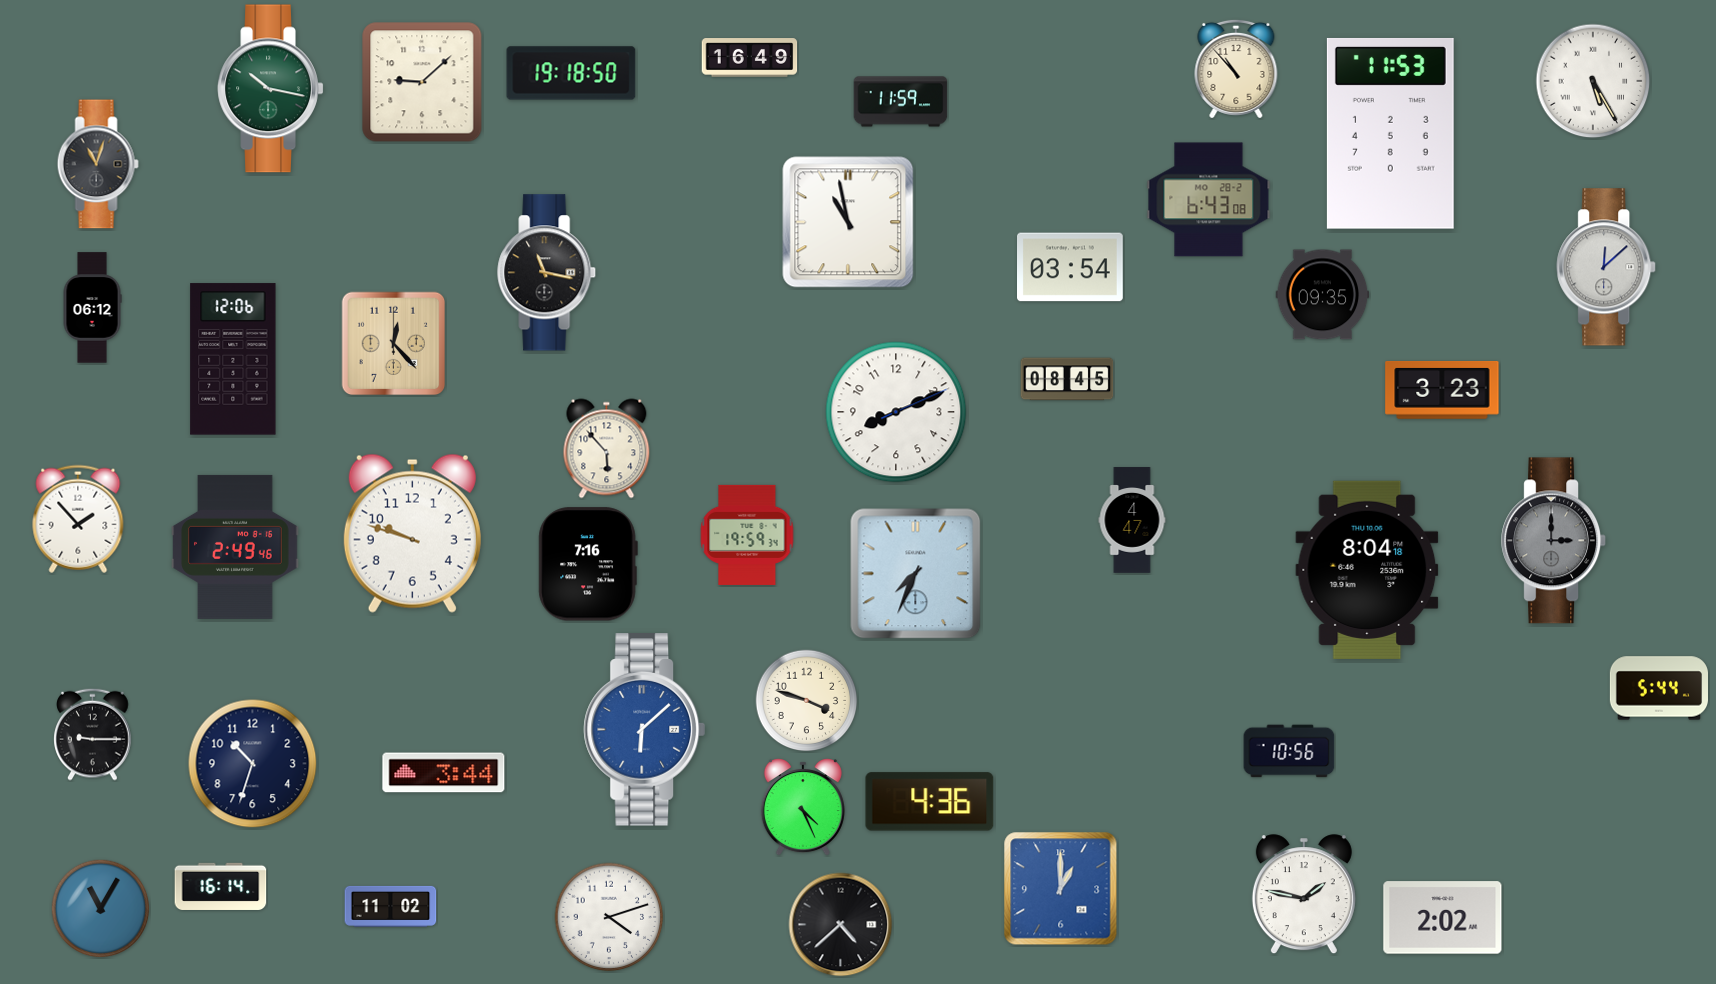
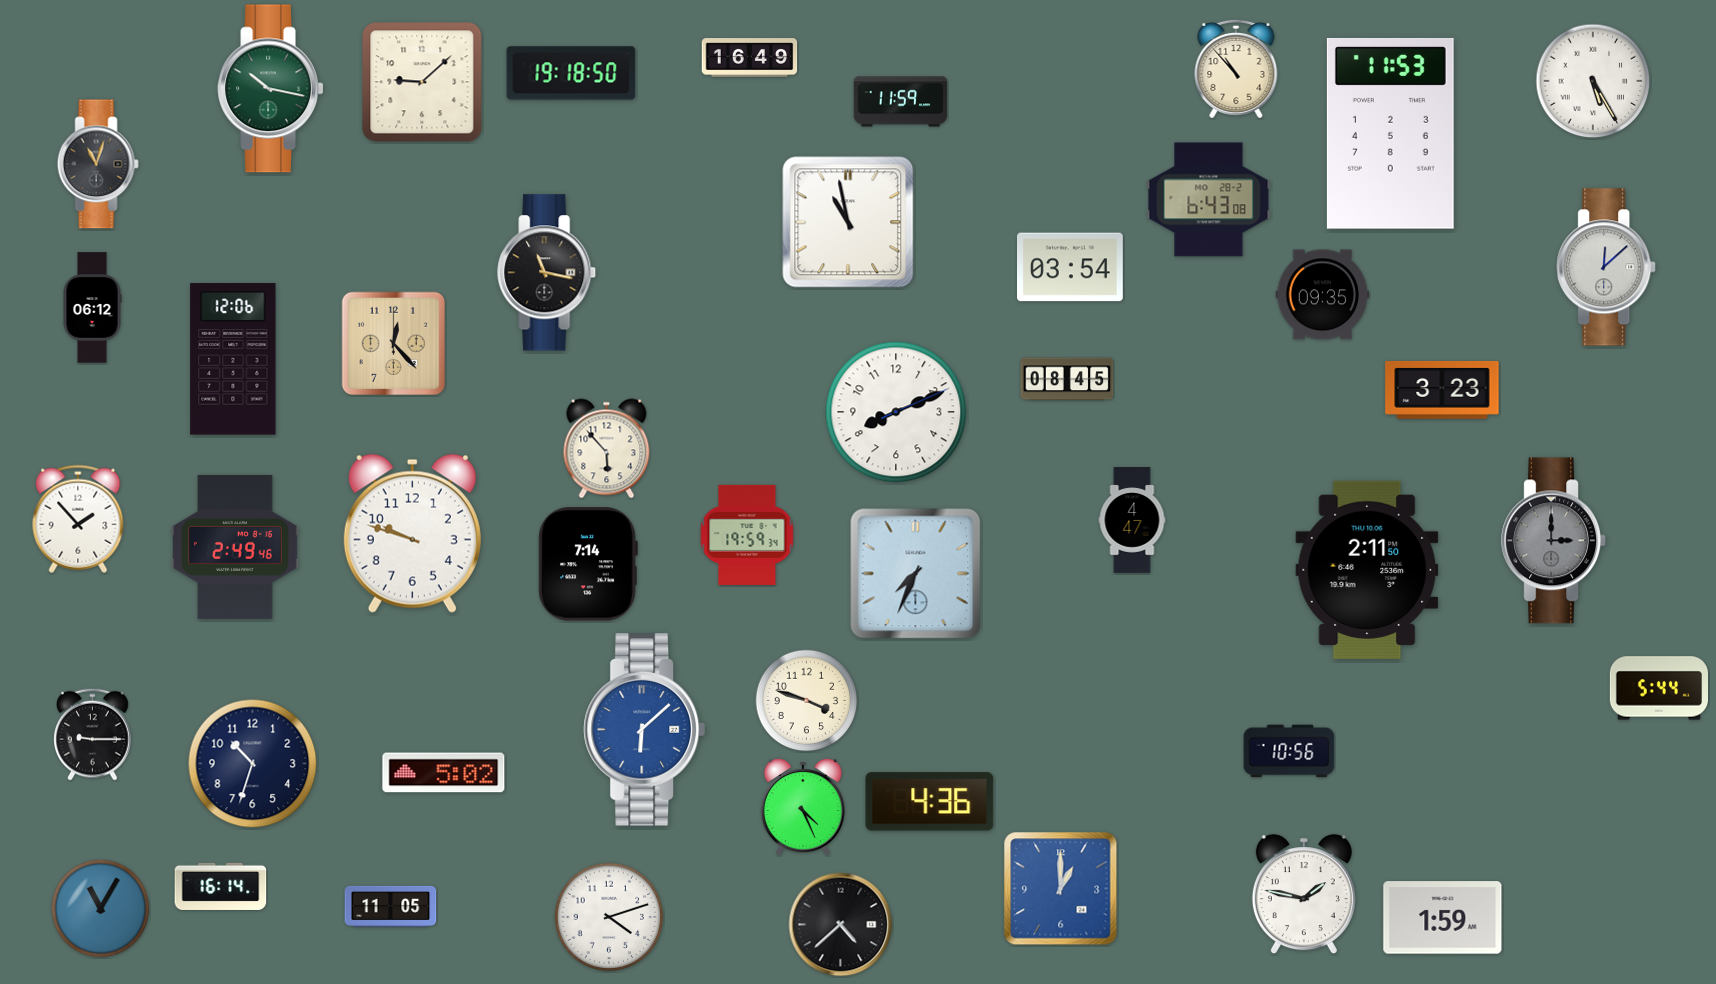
clock at (588, 564): 7:16 -> 7:14
clock at (1367, 570): 8:04 -> 2:11
clock at (444, 773): 3:44 -> 5:02
clock at (391, 906): 11:02 -> 11:05
clock at (1443, 918): 2:02 -> 1:59
